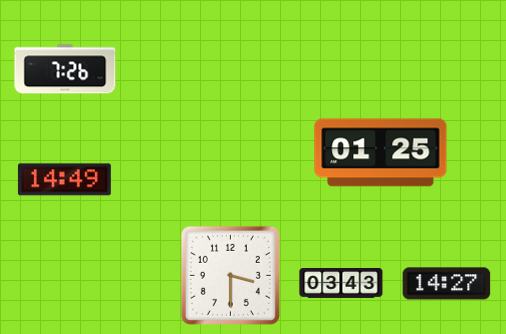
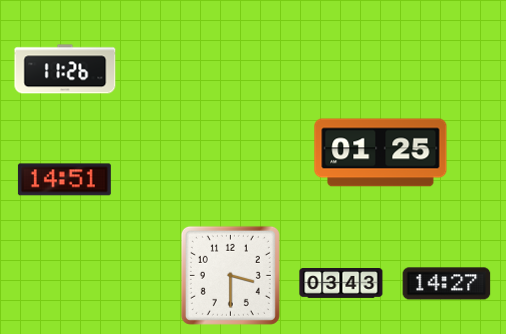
clock at (65, 69): 7:26 -> 11:26
clock at (64, 180): 14:49 -> 14:51
